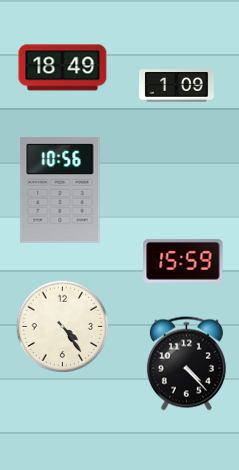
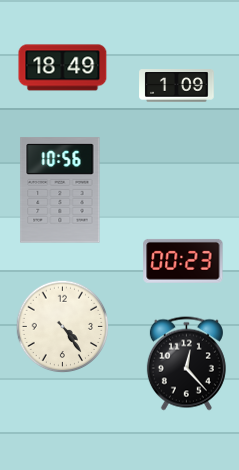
clock at (183, 261): 15:59 -> 00:23
clock at (186, 364): 4:23 -> 12:23
